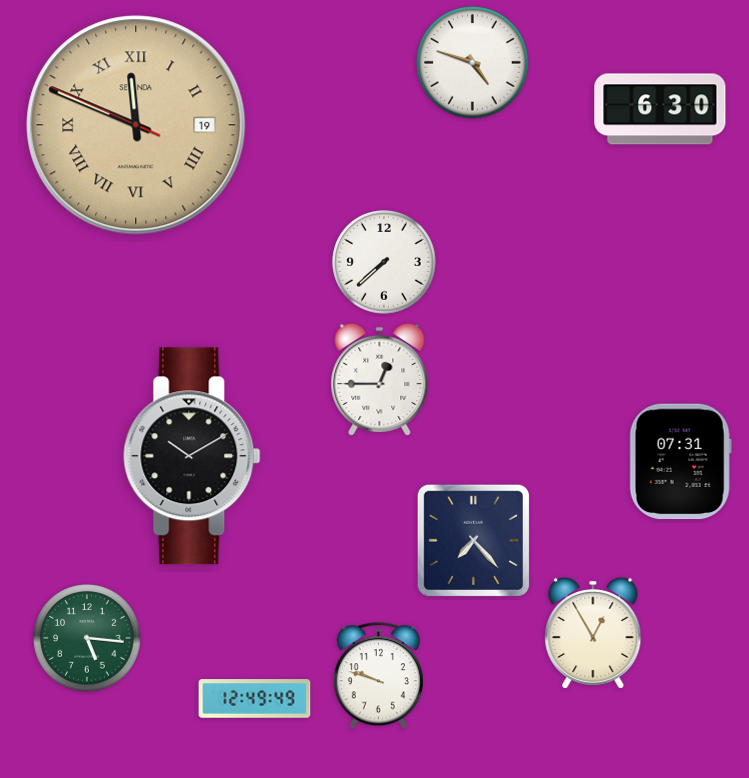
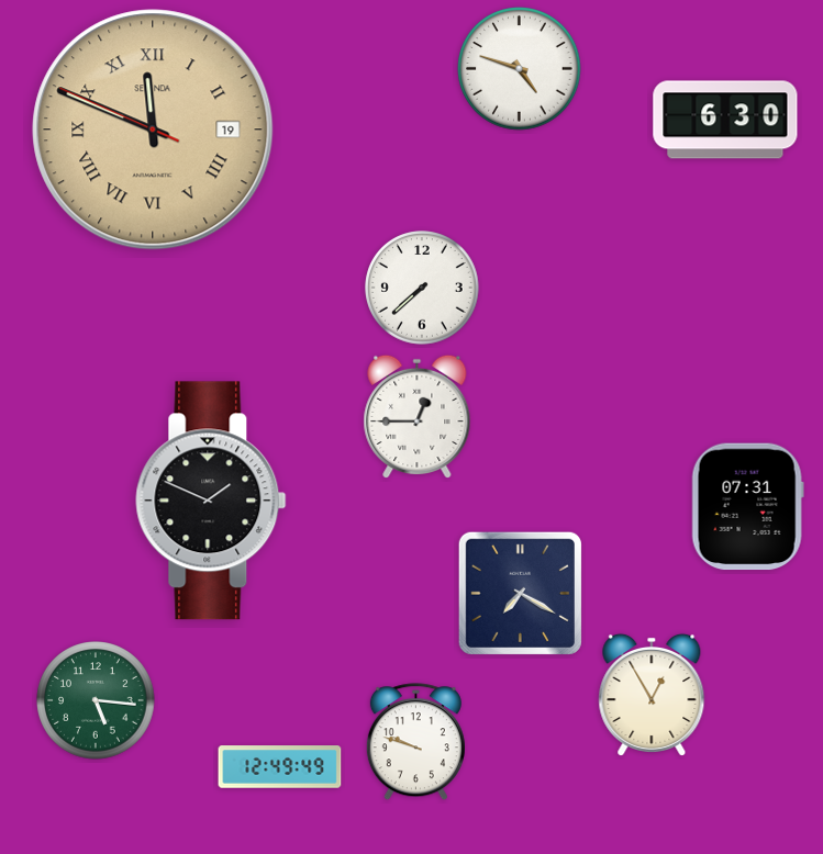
clock at (136, 125) position: (136, 125) -> (153, 130)
clock at (192, 456): 10:10 -> 1:49
clock at (473, 540): 7:23 -> 7:20
